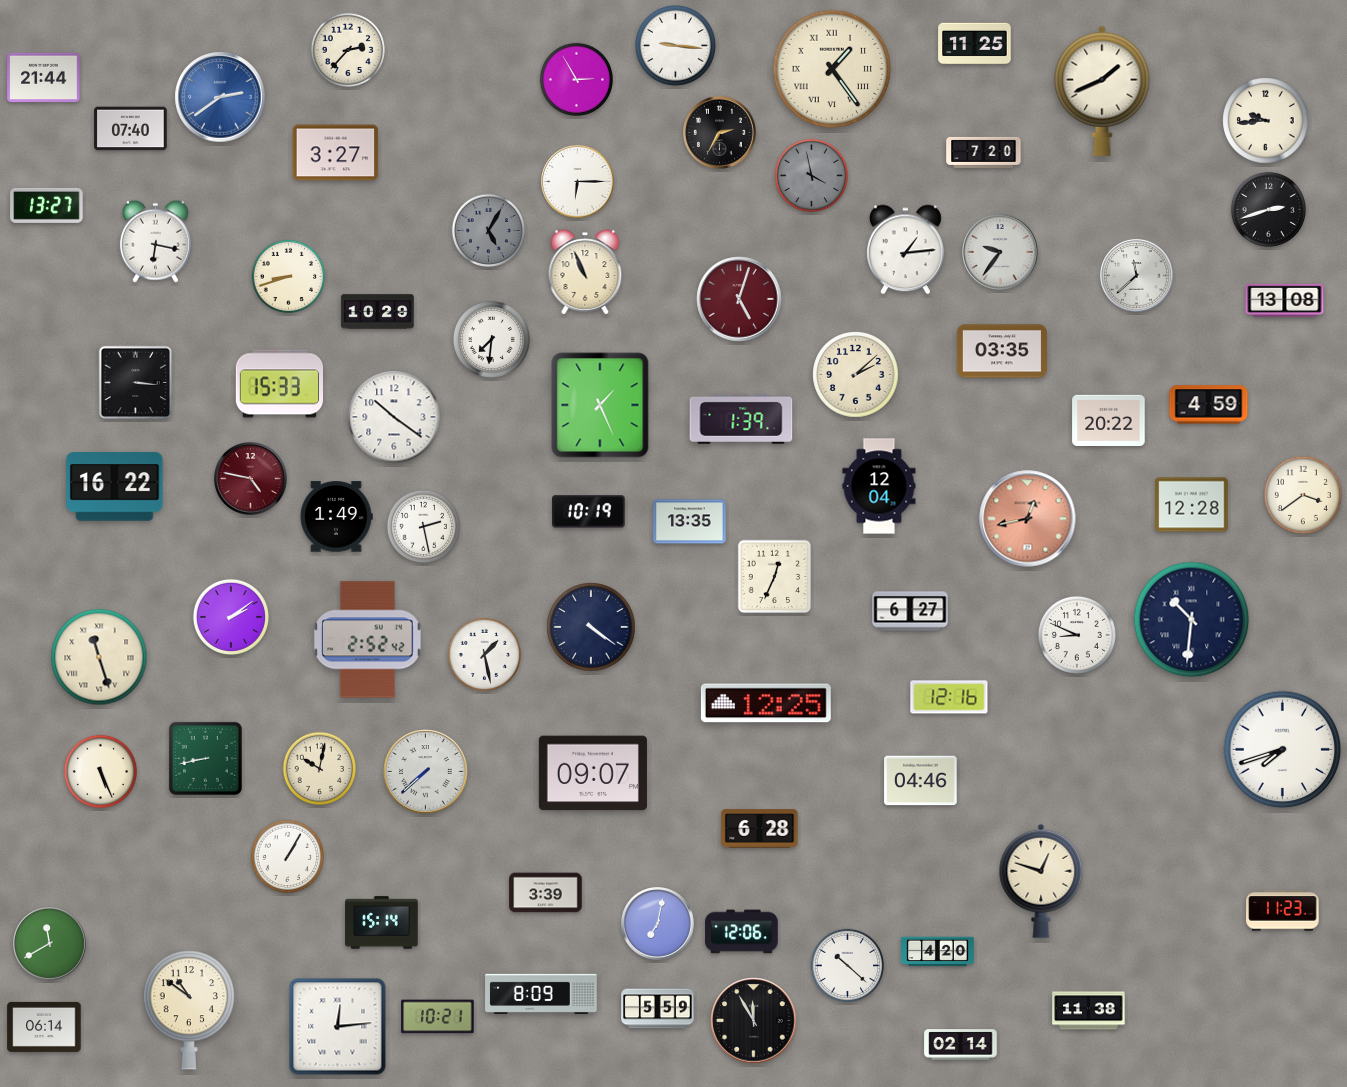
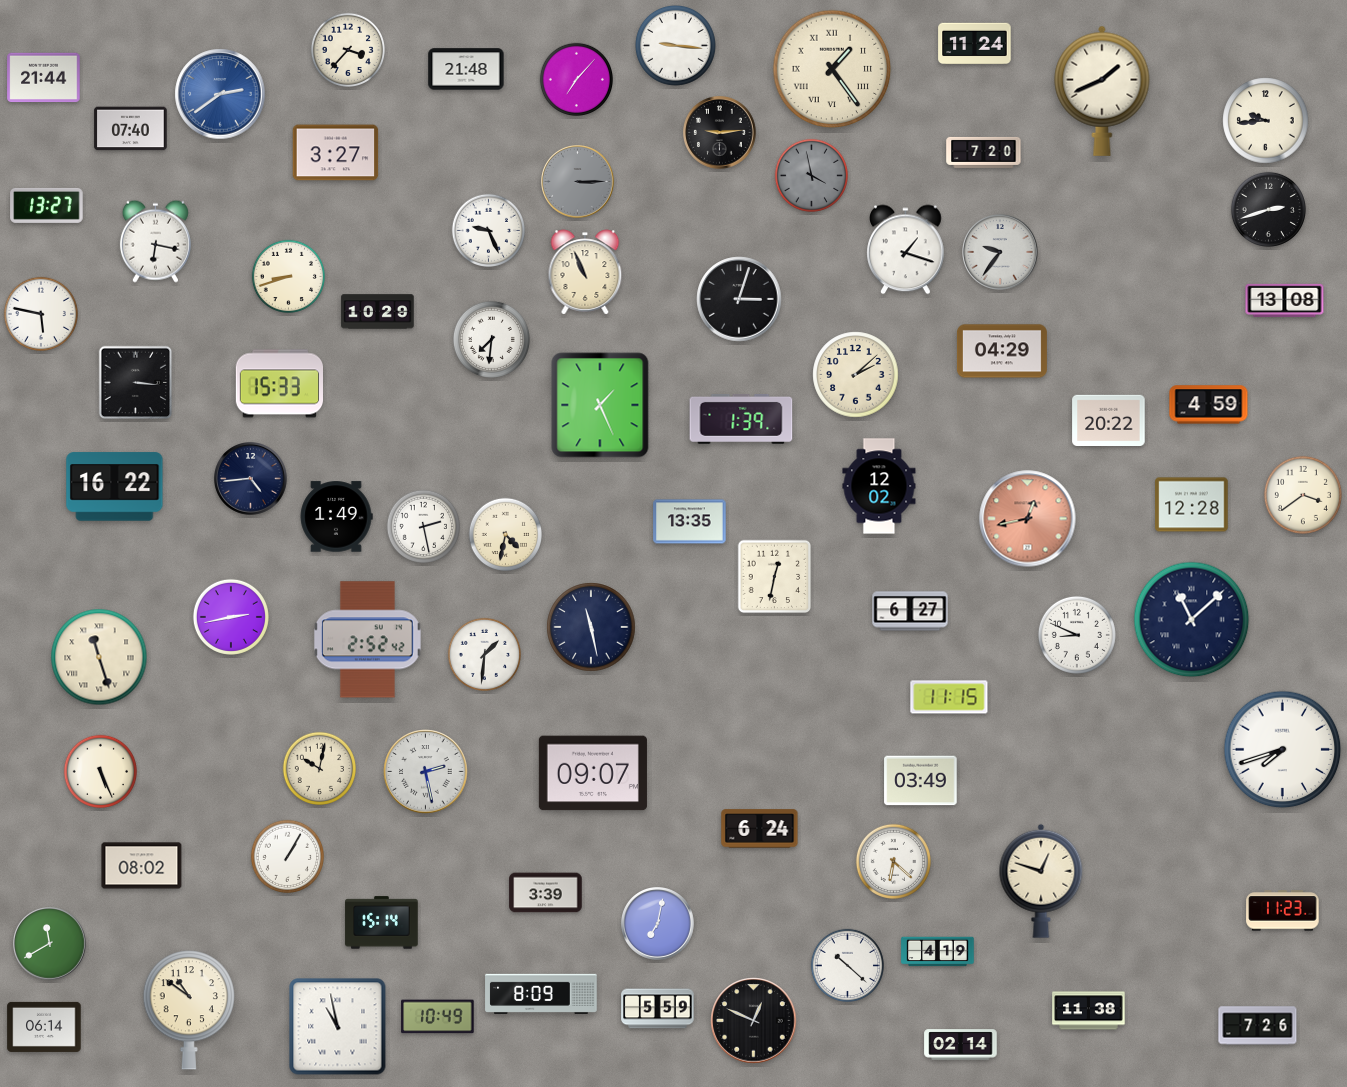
clock at (975, 44): 11:25 -> 11:24
clock at (347, 49): 2:37 -> 3:37
clock at (466, 69): none -> 21:48
clock at (576, 79): 2:55 -> 7:07
clock at (220, 97) position: (220, 97) -> (220, 94)
clock at (720, 133): 2:35 -> 9:14
clock at (578, 182): 6:15 -> 3:15
clock at (578, 182) dial: white -> grey
clock at (488, 230): 5:05 -> 9:26
clock at (488, 230) dial: grey -> white
clock at (906, 250): 1:14 -> 1:18
clock at (1137, 276): 11:38 -> none
clock at (739, 299): 5:03 -> 3:03
clock at (739, 299) dial: burgundy -> black
clock at (40, 313): none -> 5:47
clock at (1002, 351): 03:35 -> 04:29
clock at (394, 417): 10:21 -> none
clock at (251, 479): 4:47 -> 4:44
clock at (251, 479) dial: burgundy -> navy
clock at (879, 486): 12:04 -> 12:02
clock at (589, 512): 10:19 -> none
clock at (505, 534): none -> 4:32
clock at (775, 577): 12:34 -> 12:32
clock at (231, 617): 2:09 -> 2:43
clock at (1192, 620): 10:31 -> 11:08
clock at (591, 627): 4:21 -> 11:28
clock at (484, 654): 1:28 -> 1:31
clock at (949, 697): 12:16 -> 11:15
clock at (766, 703): 12:25 -> none
clock at (205, 758): 8:43 -> none
clock at (426, 772): 7:38 -> 2:28
clock at (921, 781): 04:46 -> 03:49
clock at (760, 829): 6:28 -> 6:24
clock at (893, 861): none -> 6:22
clock at (142, 866): none -> 08:02
clock at (742, 932): 12:06 -> none
clock at (938, 952): 4:20 -> 4:19
clock at (438, 1017): 10:21 -> 10:49
clock at (754, 1021): 11:55 -> 12:49
clock at (1258, 1026): none -> 7:26
clock at (338, 1027): 12:14 -> 10:58
